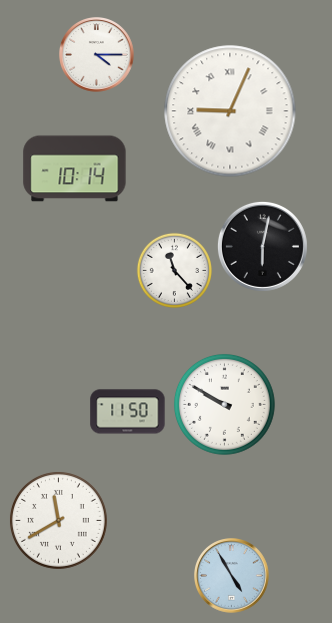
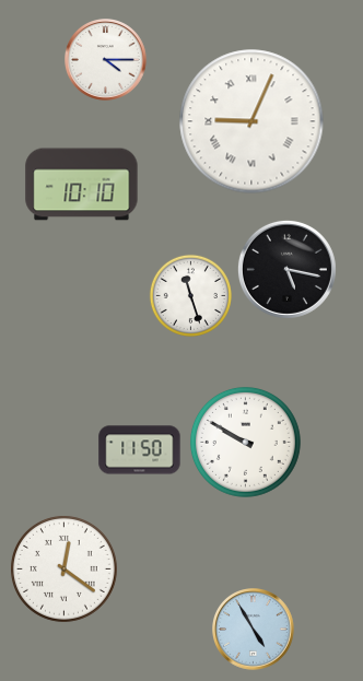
clock at (75, 169): 10:14 -> 10:10
clock at (262, 246): 6:02 -> 5:17
clock at (174, 270): 11:23 -> 11:27
clock at (58, 520): 11:40 -> 12:21
